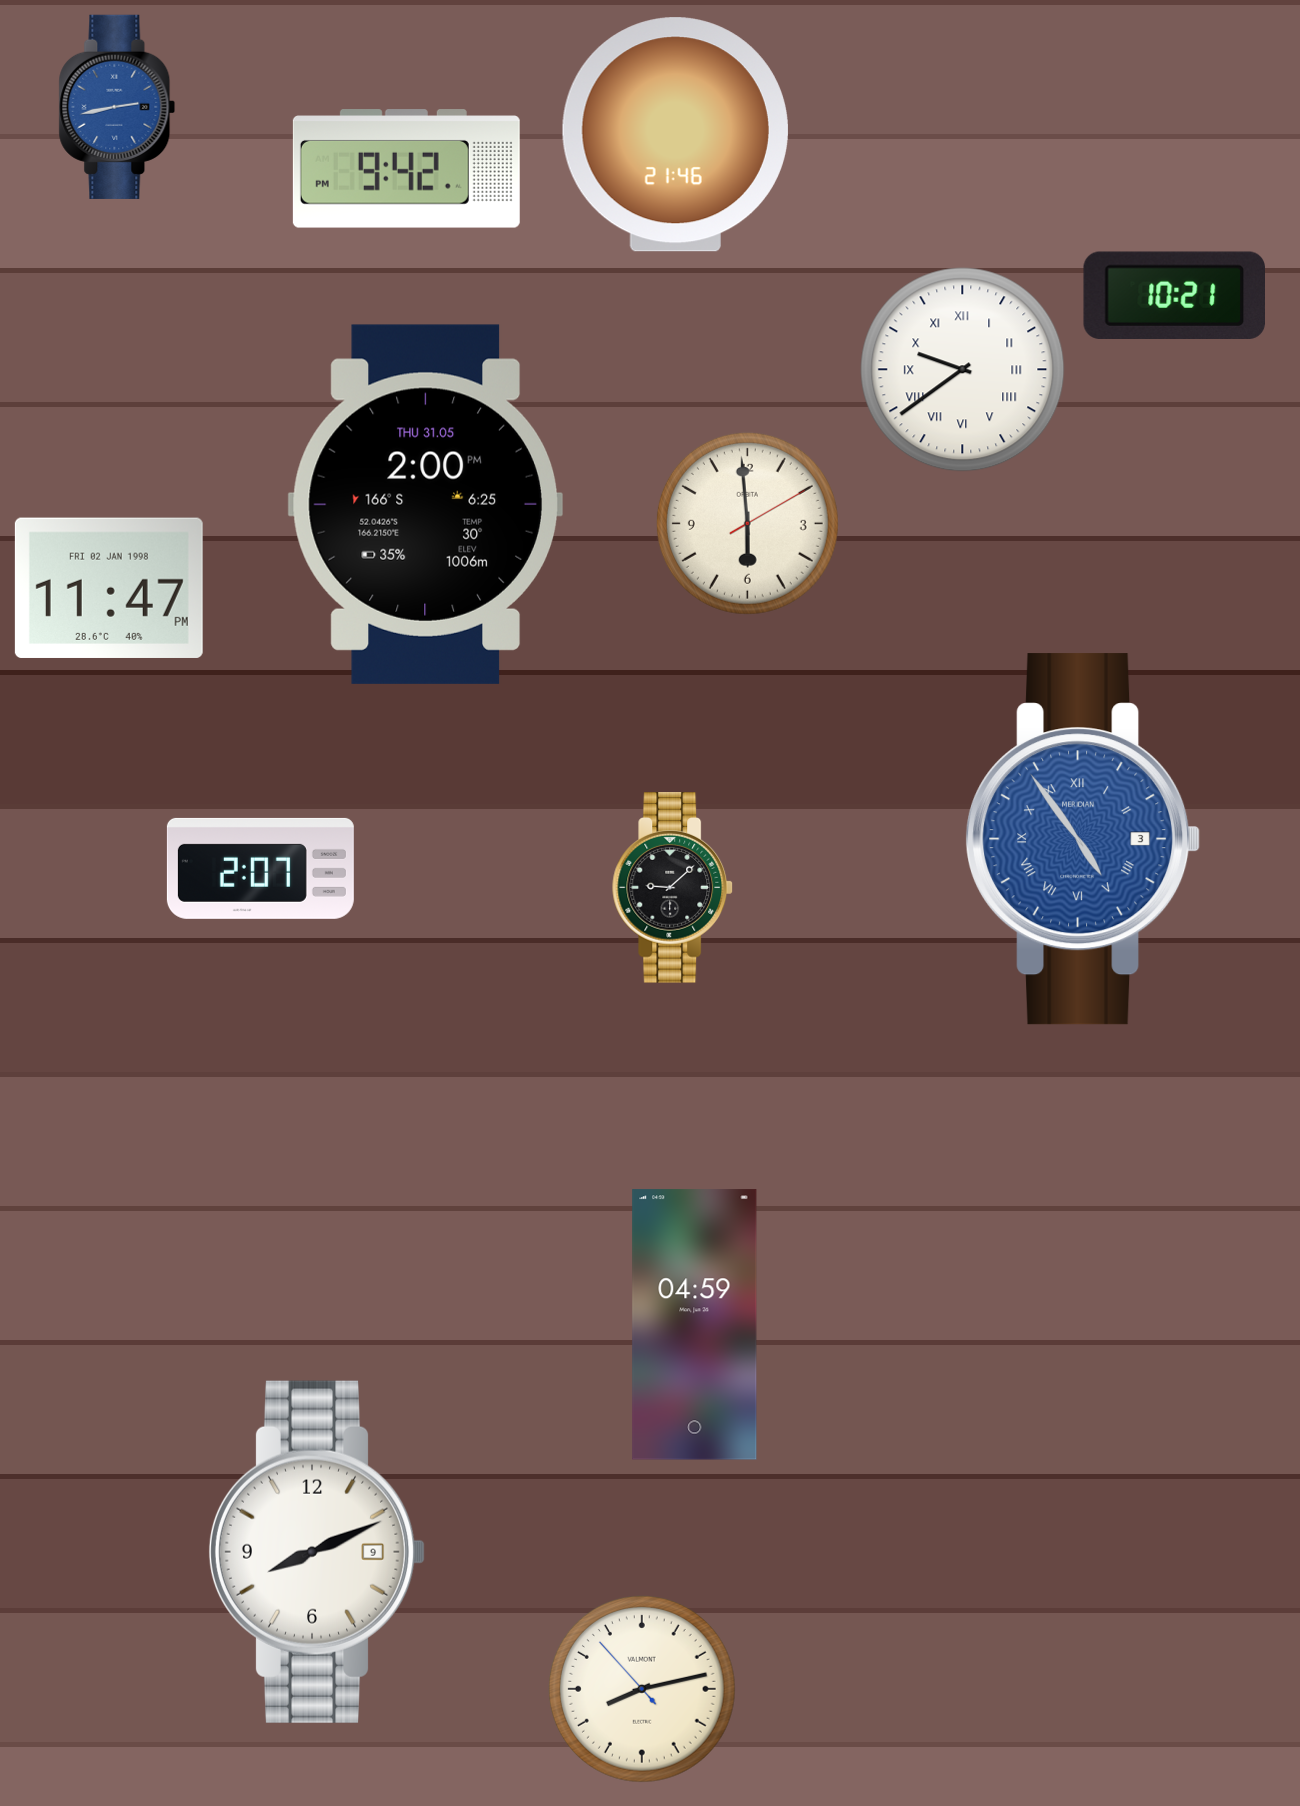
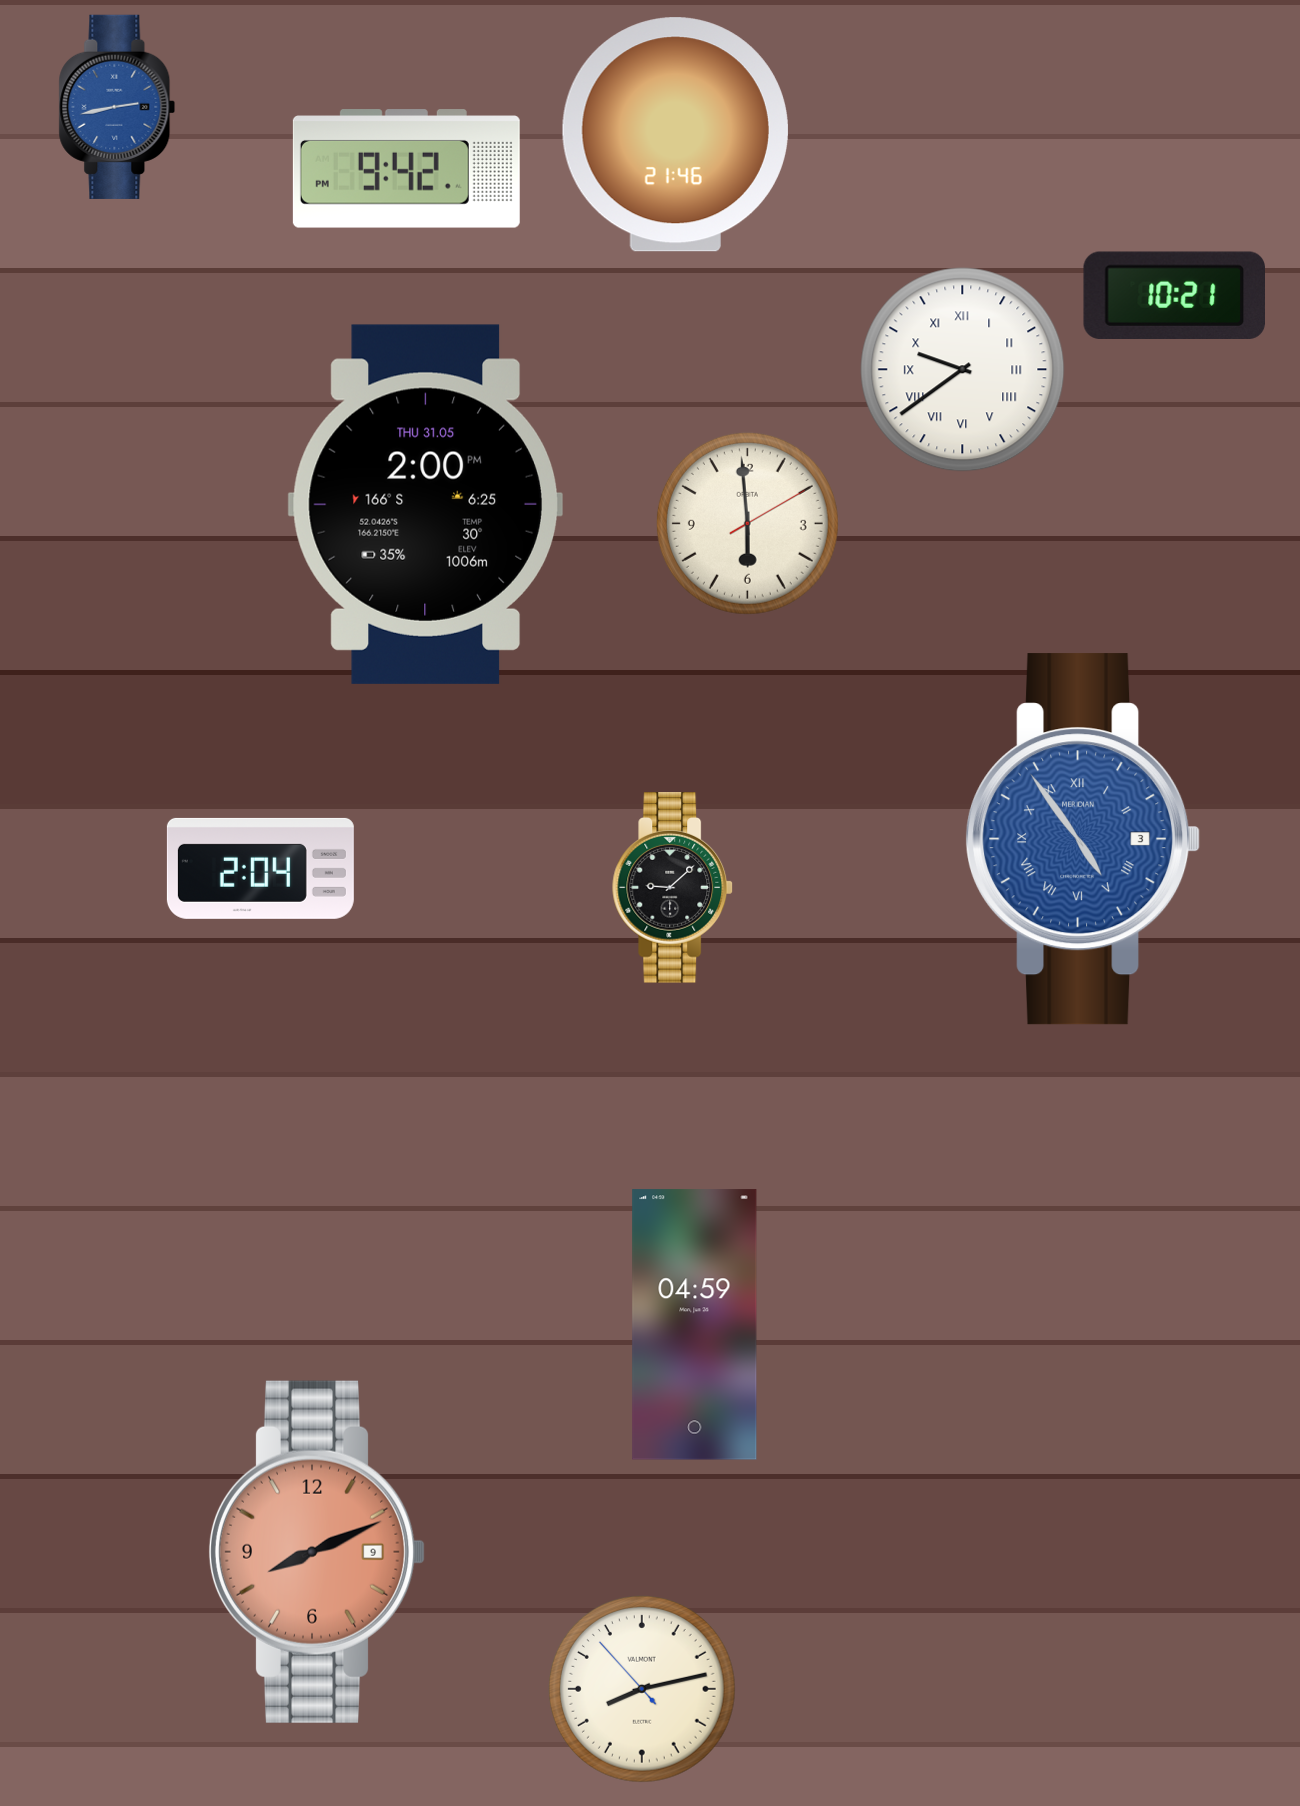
clock at (109, 588): 11:47 -> none
clock at (260, 868): 2:07 -> 2:04
clock at (317, 1552) dial: white -> salmon
